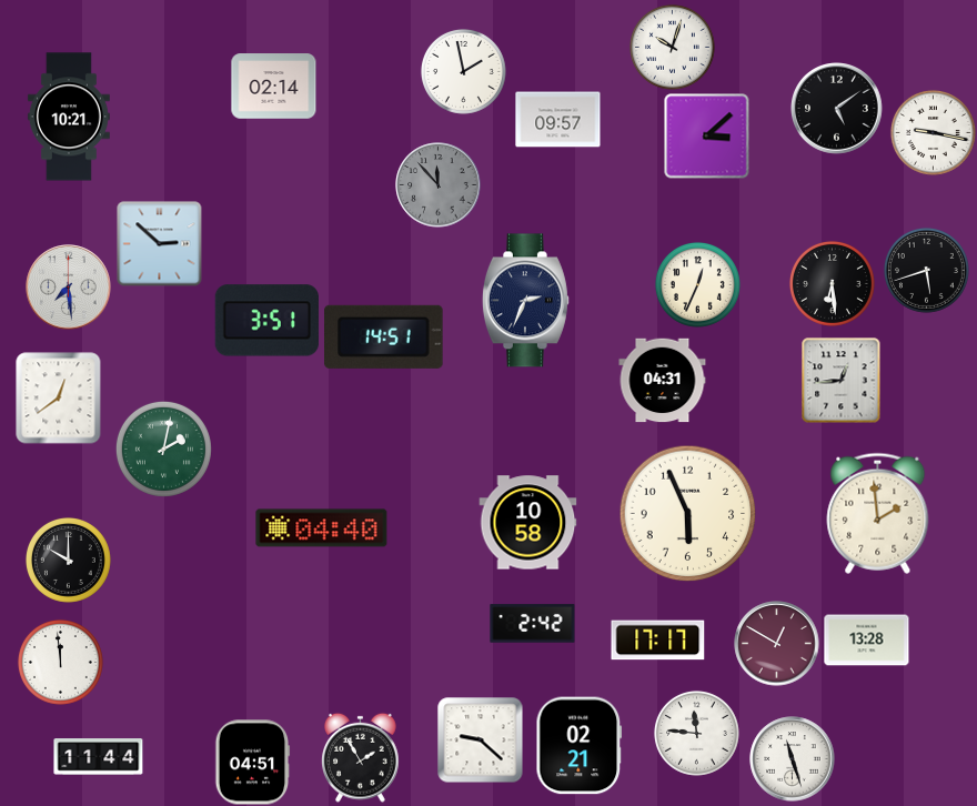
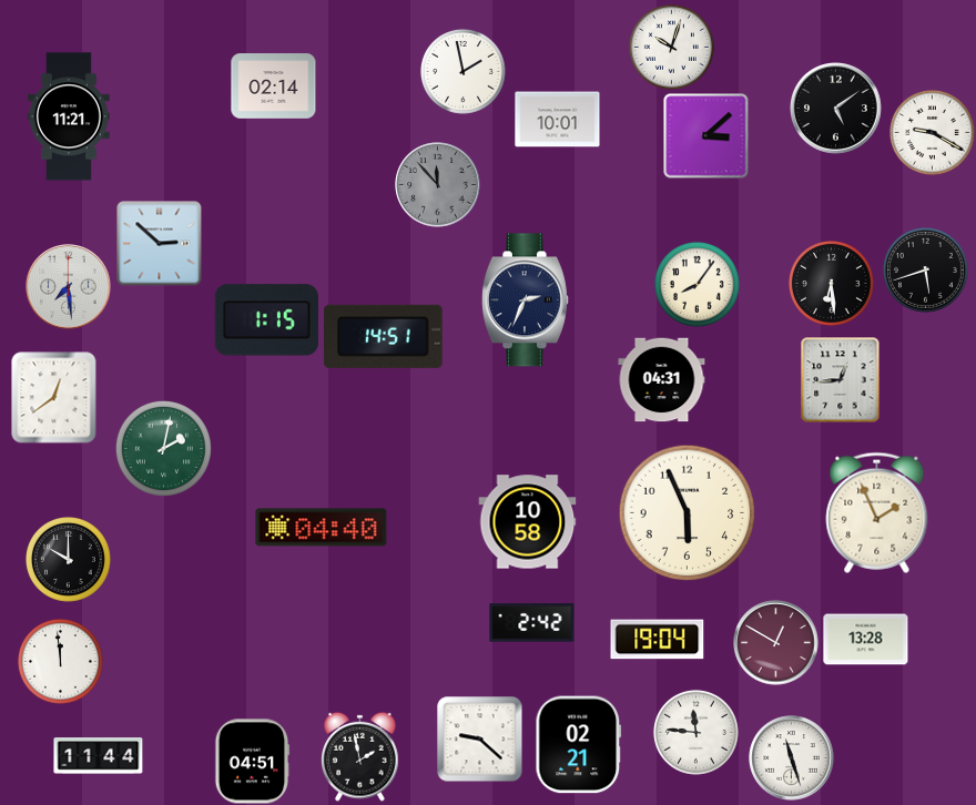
clock at (69, 117): 10:21 -> 11:21
clock at (558, 120): 09:57 -> 10:01
clock at (933, 132): 9:17 -> 9:20
clock at (697, 284): 12:34 -> 8:06
clock at (266, 321): 3:51 -> 1:15
clock at (59, 399) position: (59, 399) -> (54, 398)
clock at (878, 513): 1:59 -> 1:56
clock at (658, 641): 17:17 -> 19:04
clock at (361, 757): 1:55 -> 1:58
